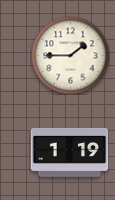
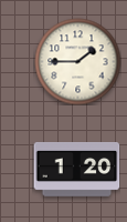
clock at (69, 153): 1:19 -> 1:20
